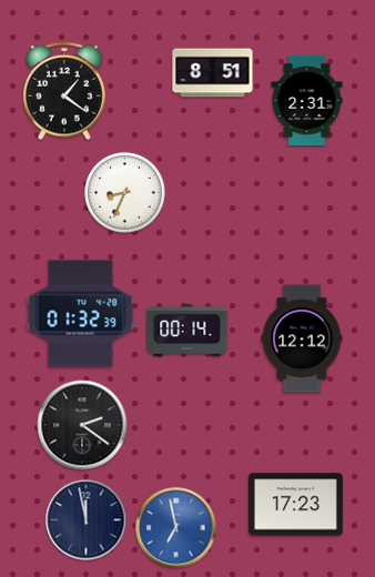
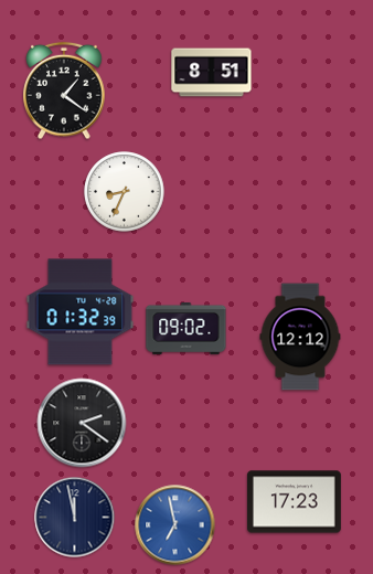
clock at (307, 101): 2:31 -> none
clock at (187, 330): 00:14 -> 09:02
clock at (87, 520) position: (87, 520) -> (75, 518)
